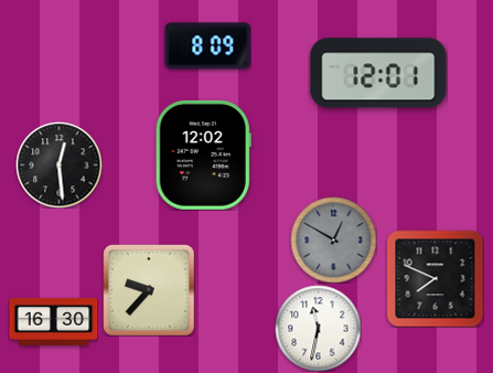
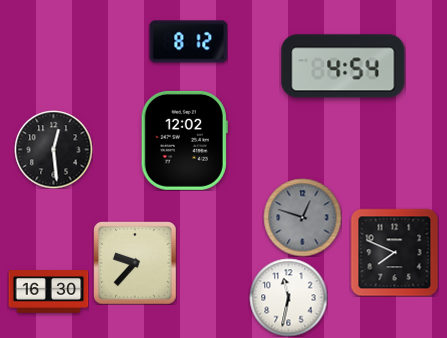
clock at (207, 46): 8:09 -> 8:12
clock at (378, 73): 12:01 -> 4:54
clock at (333, 239): 12:50 -> 12:48
